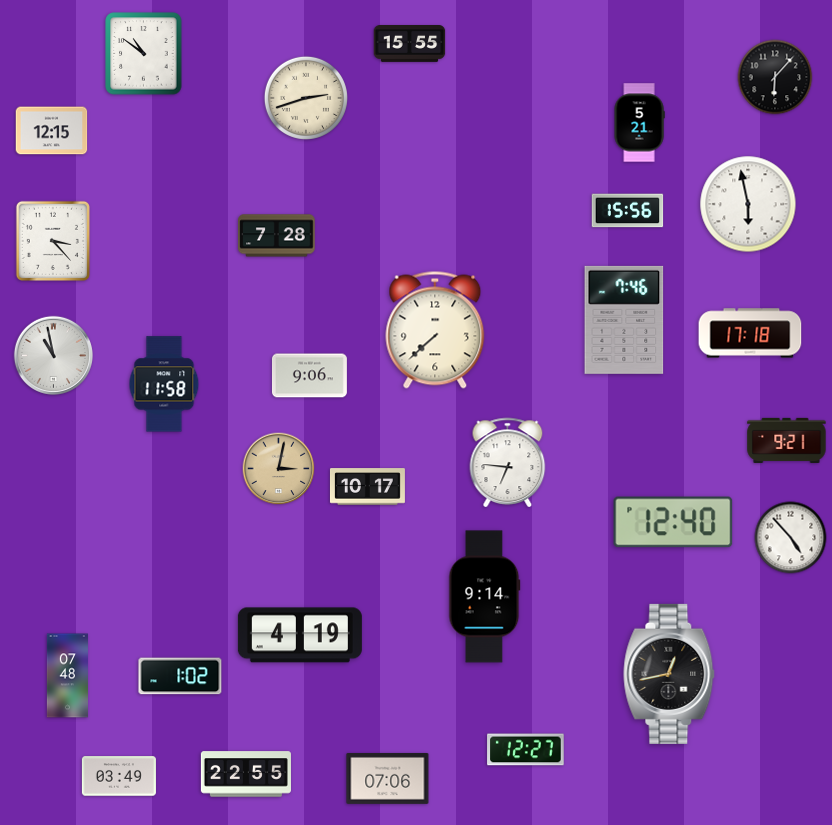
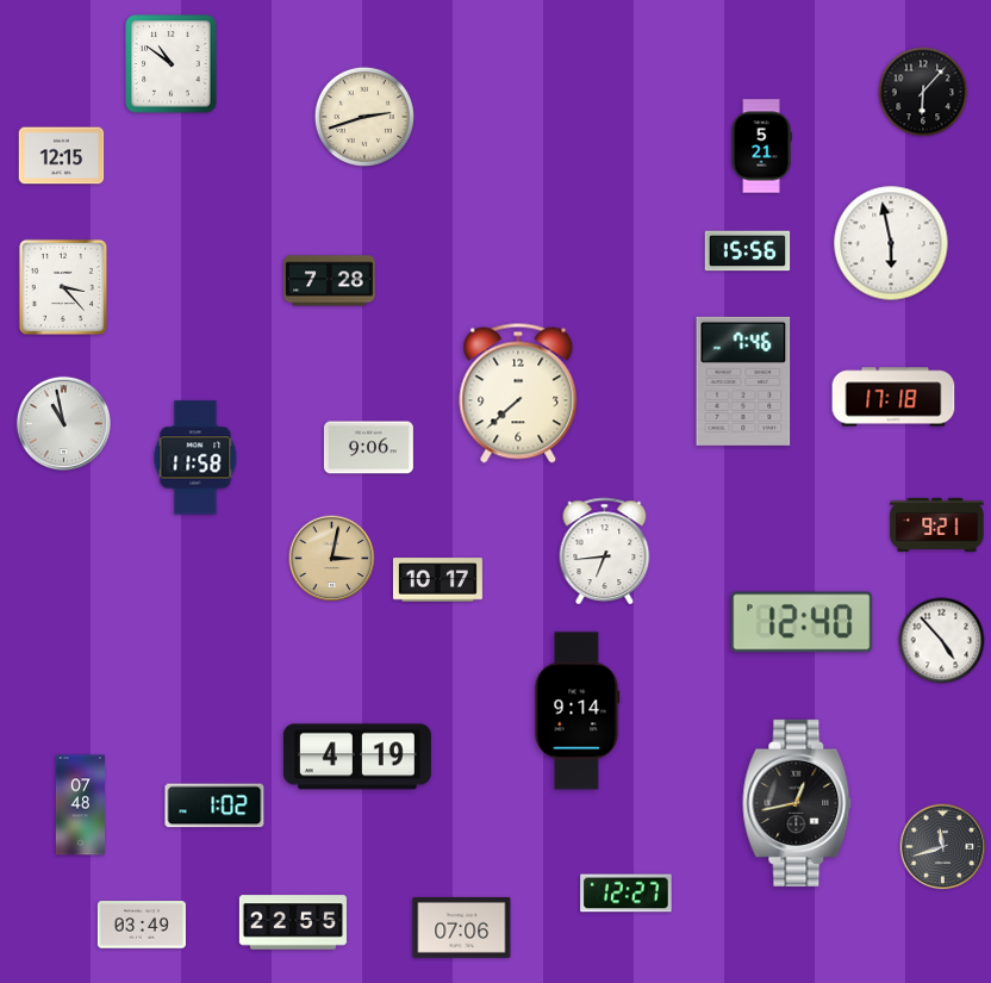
clock at (410, 44): 15:55 -> none
clock at (508, 462): 6:46 -> 6:44
clock at (943, 847): none -> 11:42
